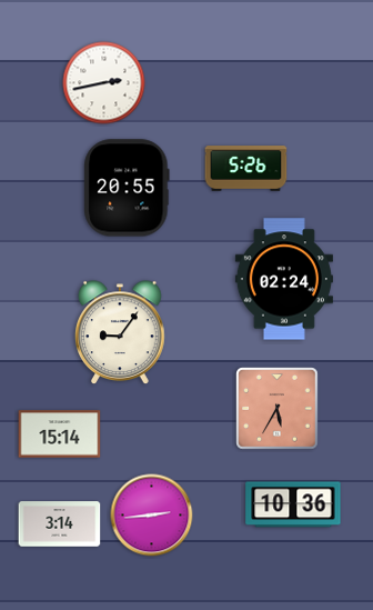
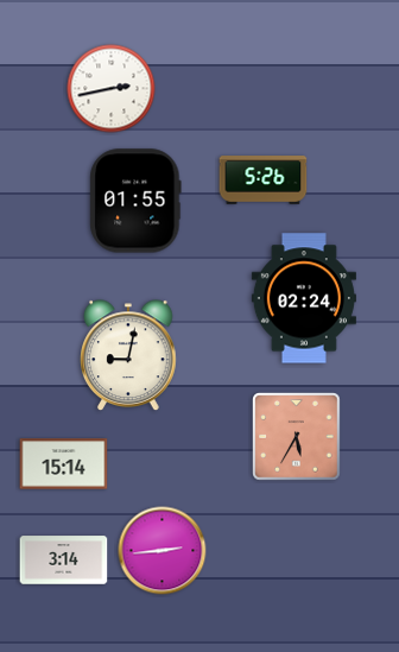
clock at (127, 188): 20:55 -> 01:55
clock at (120, 333): 9:06 -> 9:02
clock at (293, 504): 10:36 -> none
